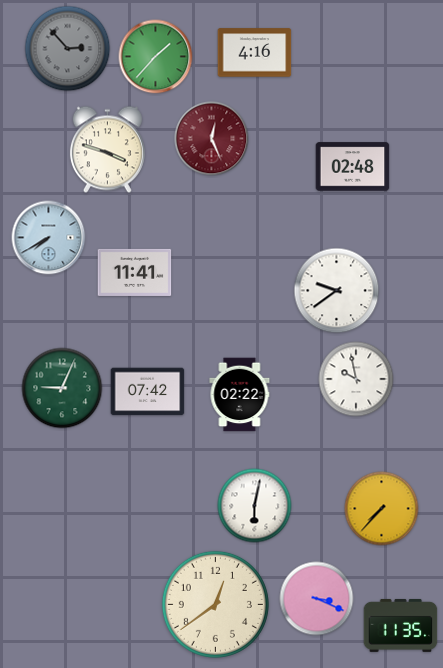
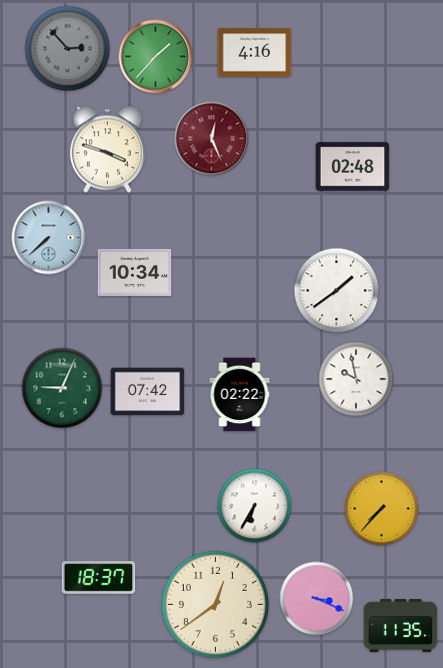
clock at (49, 238): 7:40 -> 7:38
clock at (135, 272): 11:41 -> 10:34
clock at (337, 291): 9:39 -> 1:39
clock at (255, 506): 6:02 -> 6:35
clock at (99, 578): none -> 18:37
